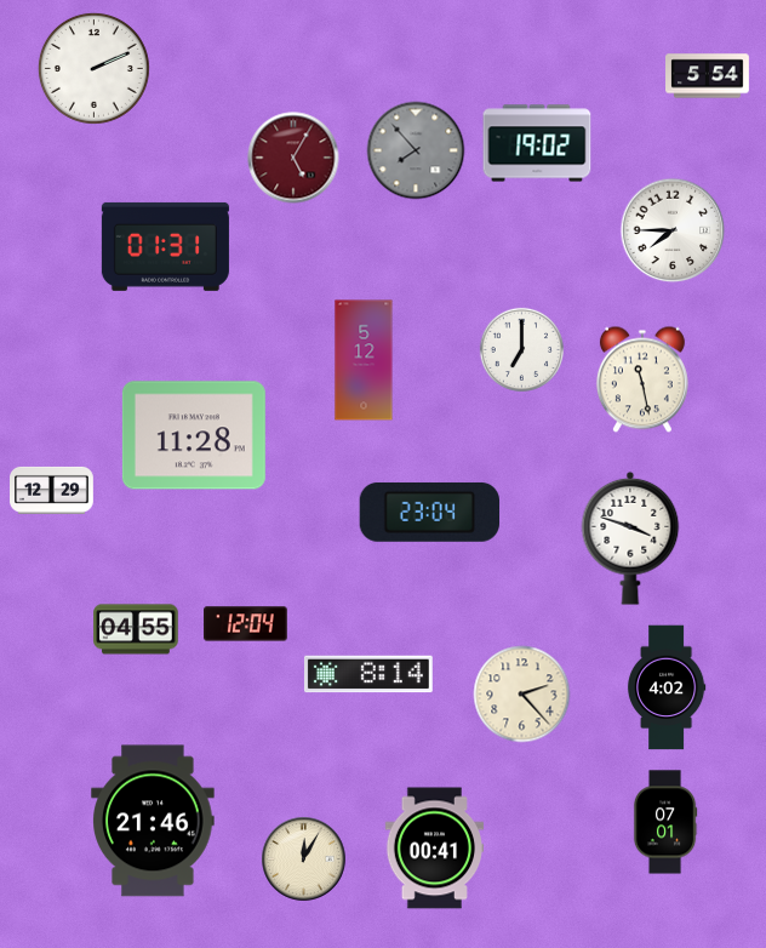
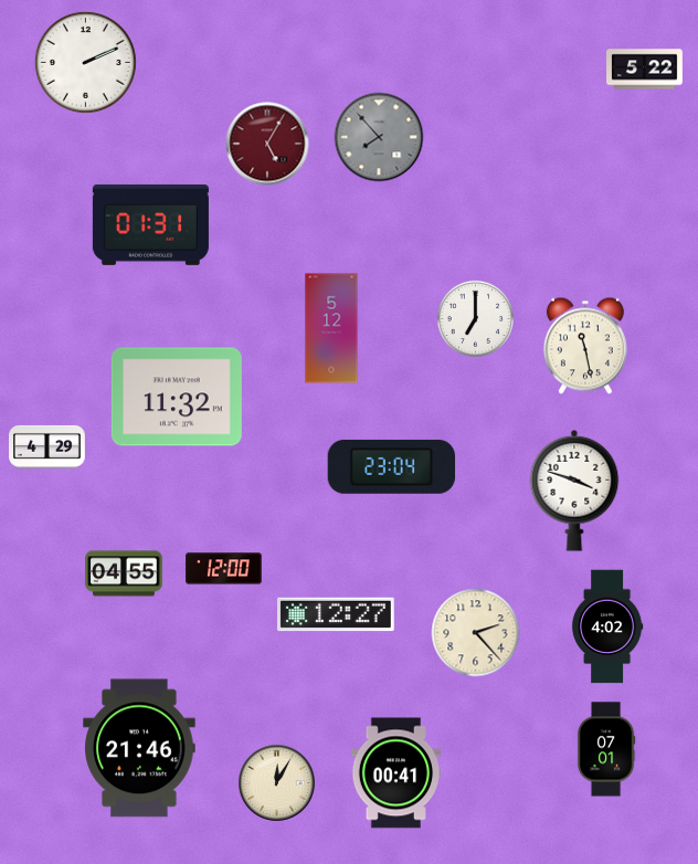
clock at (708, 76): 5:54 -> 5:22
clock at (537, 143): 19:02 -> none
clock at (673, 230): 7:45 -> none
clock at (194, 435): 11:28 -> 11:32
clock at (52, 490): 12:29 -> 4:29
clock at (246, 624): 12:04 -> 12:00
clock at (368, 674): 8:14 -> 12:27
